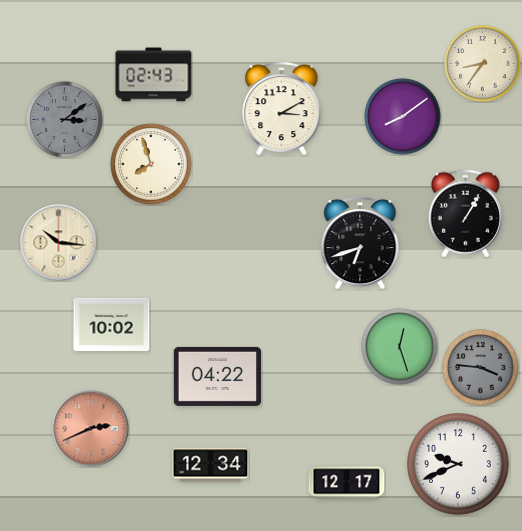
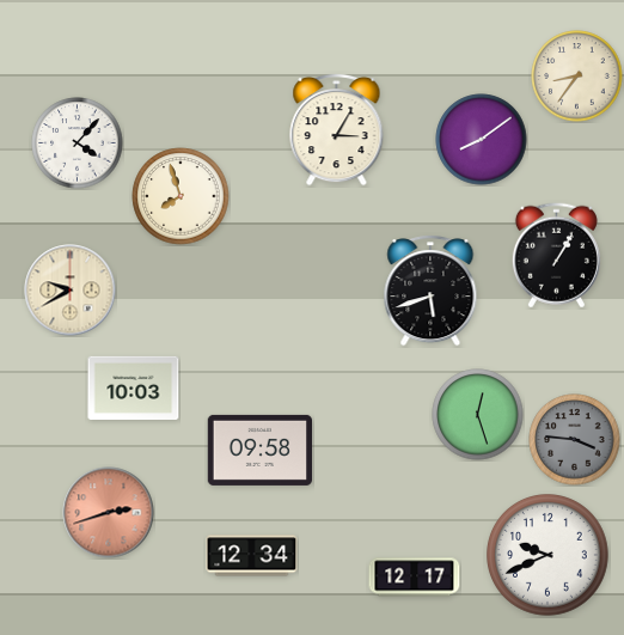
clock at (154, 75): 02:43 -> none
clock at (282, 108): 3:10 -> 3:05
clock at (65, 120): 3:09 -> 4:07
clock at (65, 120) dial: grey -> white
clock at (59, 243): 10:16 -> 9:40
clock at (360, 243): 6:42 -> 5:42
clock at (112, 324): 10:02 -> 10:03
clock at (217, 376): 04:22 -> 09:58
clock at (91, 429): 2:41 -> 2:42
